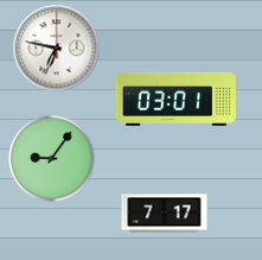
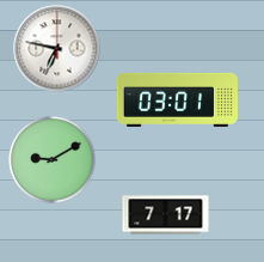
clock at (52, 159): 9:06 -> 9:10
